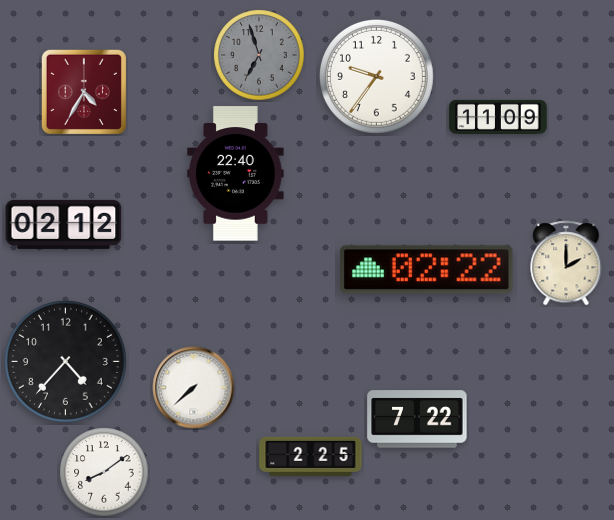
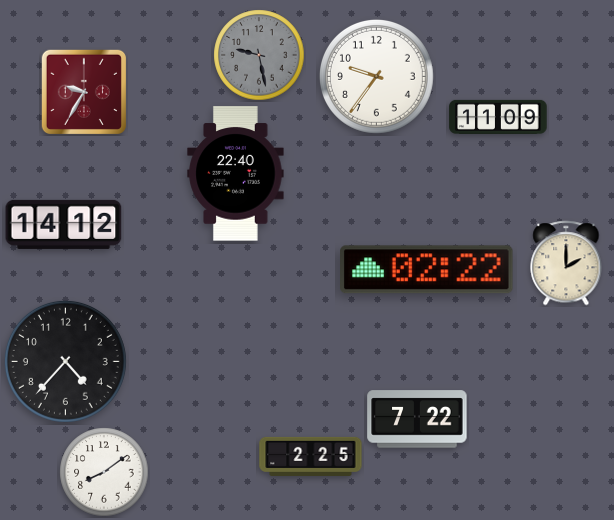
clock at (259, 55): 6:57 -> 9:28
clock at (83, 91): 4:35 -> 9:35
clock at (64, 224): 02:12 -> 14:12
clock at (194, 388): 7:38 -> none
